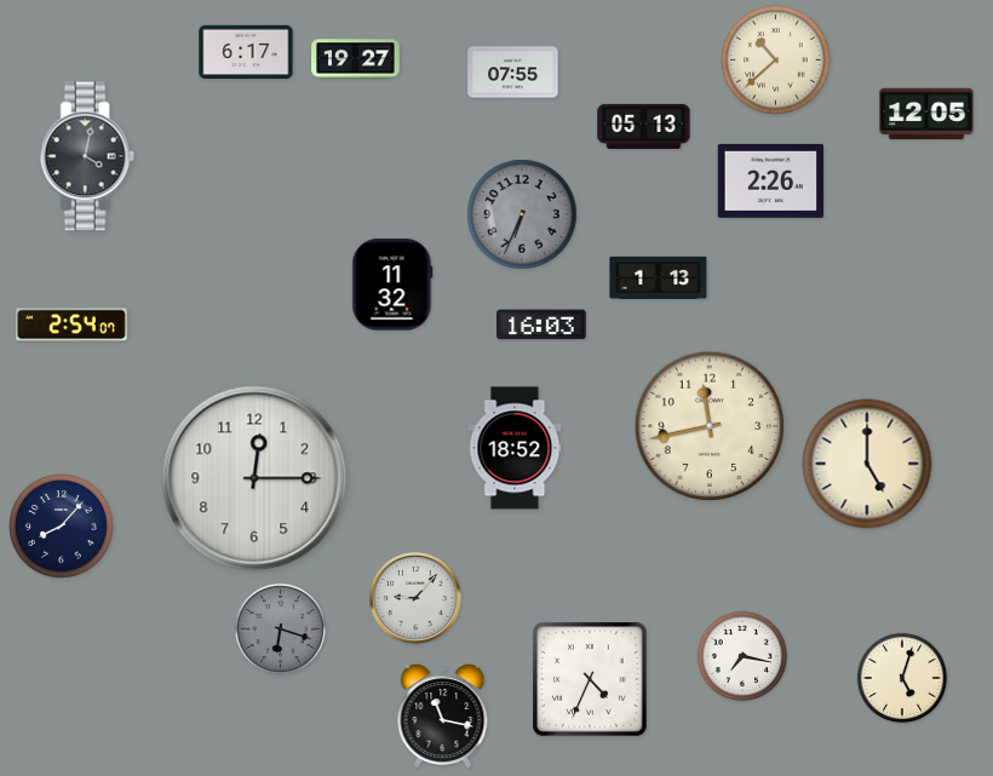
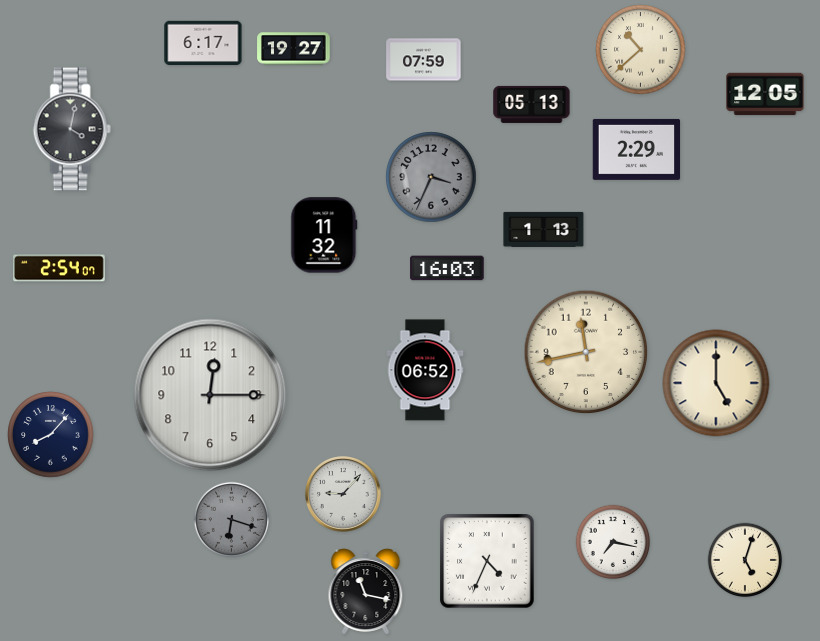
clock at (513, 73): 07:55 -> 07:59
clock at (771, 180): 2:26 -> 2:29
clock at (522, 214): 6:34 -> 3:34
clock at (515, 448): 18:52 -> 06:52
